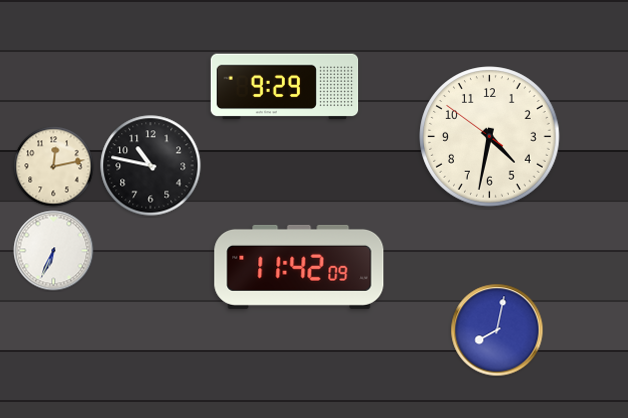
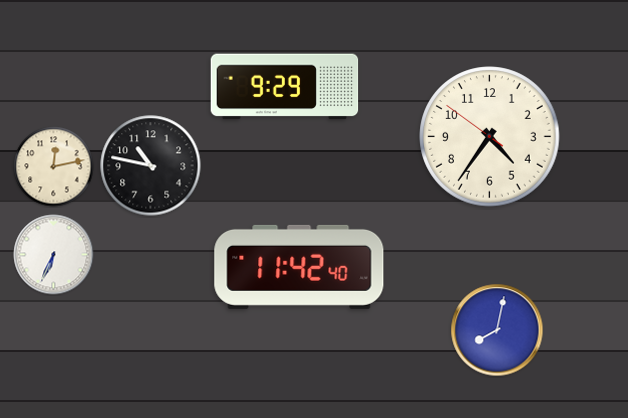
clock at (490, 137): 4:31 -> 4:35
clock at (54, 251) position: (54, 251) -> (54, 255)
clock at (299, 267): 11:42:09 -> 11:42:40
